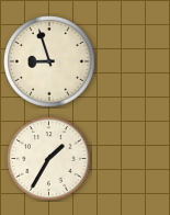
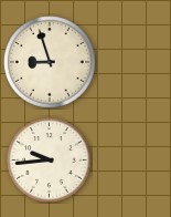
clock at (49, 159): 1:35 -> 9:44
